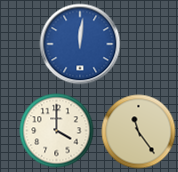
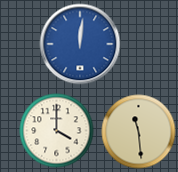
clock at (139, 132): 11:24 -> 11:29
